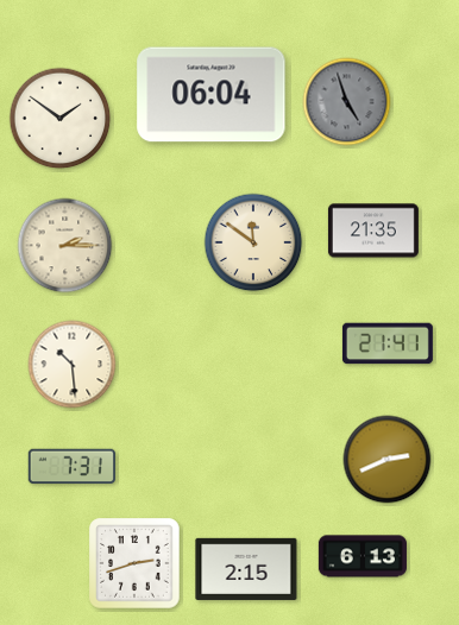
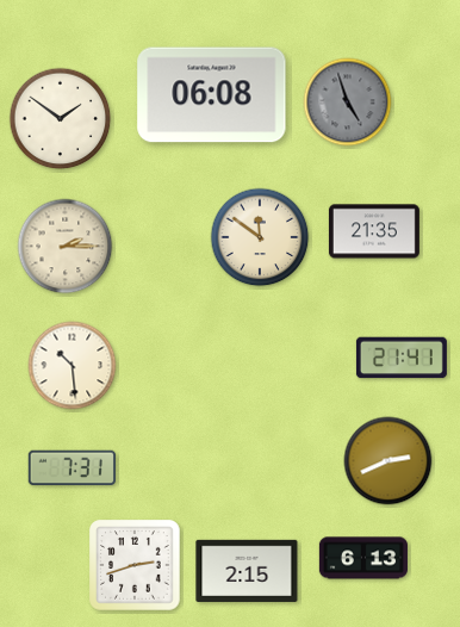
clock at (212, 95): 06:04 -> 06:08
clock at (253, 242) position: (253, 242) -> (260, 237)
clock at (388, 343) position: (388, 343) -> (402, 358)
